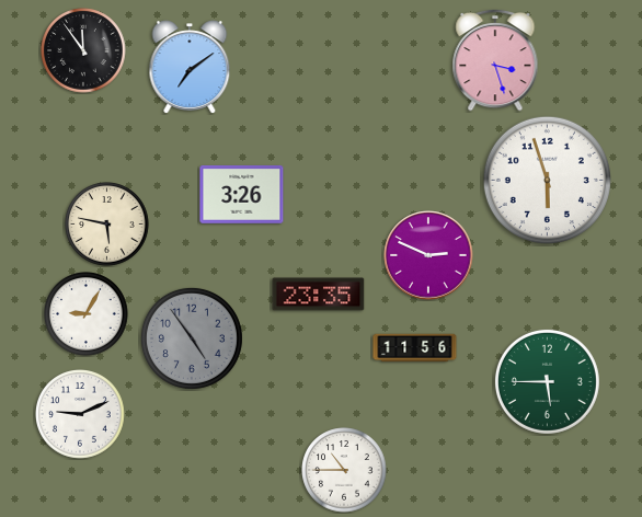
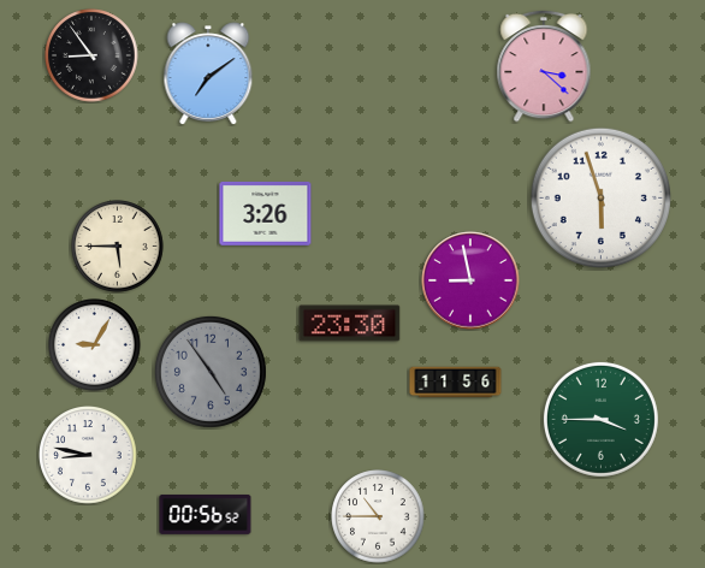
clock at (83, 50): 11:54 -> 8:54
clock at (495, 60): 3:27 -> 3:22
clock at (107, 225): 5:47 -> 5:45
clock at (428, 255): 2:49 -> 8:58
clock at (319, 295): 23:35 -> 23:30
clock at (547, 381): 5:45 -> 3:45
clock at (81, 415): 9:11 -> 8:47
clock at (206, 515): none -> 00:56
